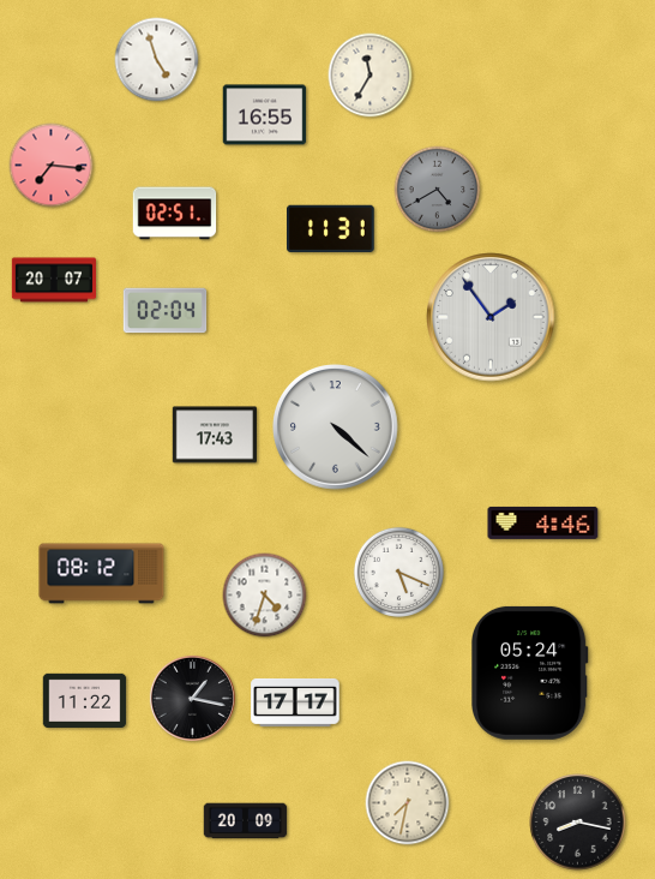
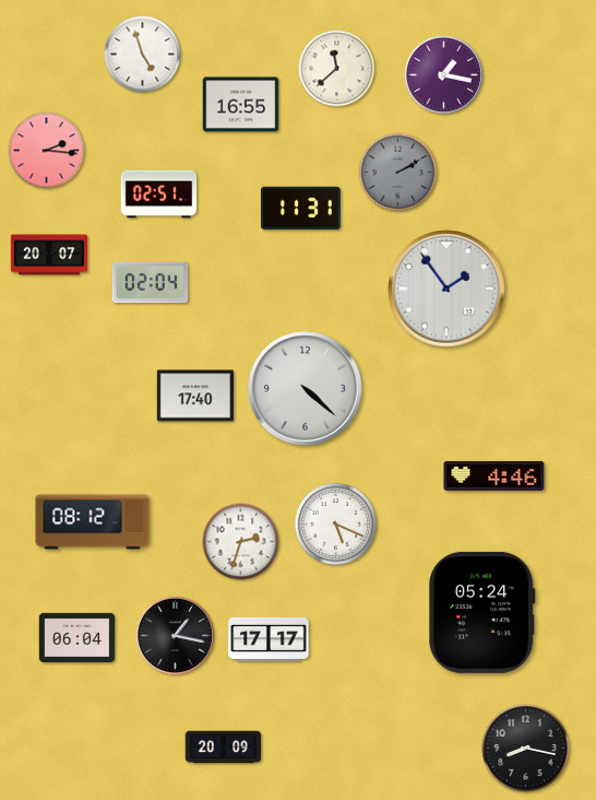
clock at (371, 76): 11:35 -> 11:38
clock at (443, 74): none -> 1:17
clock at (52, 166): 7:16 -> 2:16
clock at (438, 190): 4:40 -> 2:10
clock at (214, 435): 17:43 -> 17:40
clock at (398, 572) position: (398, 572) -> (335, 523)
clock at (265, 596): 4:33 -> 2:33
clock at (85, 700): 11:22 -> 06:04
clock at (408, 803): 7:32 -> none
